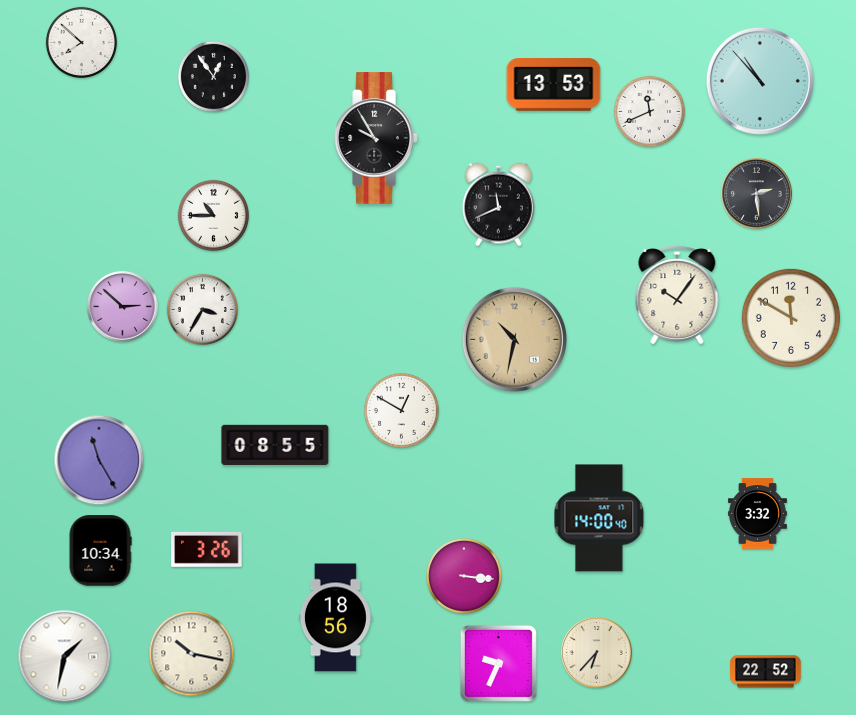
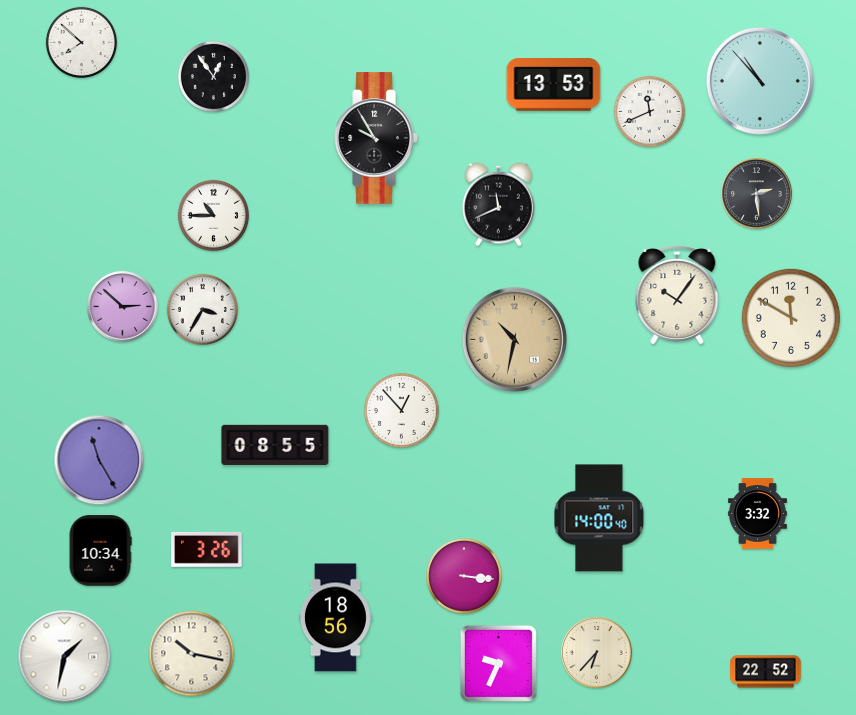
clock at (402, 411): 12:50 -> 12:53
